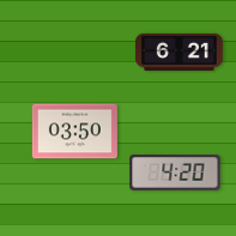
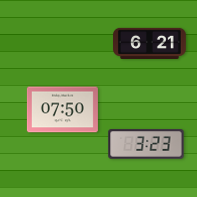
clock at (74, 132): 03:50 -> 07:50
clock at (175, 173): 4:20 -> 3:23
